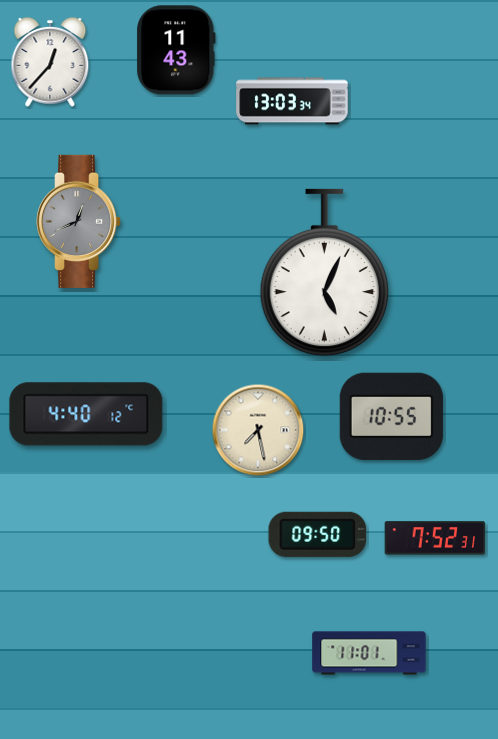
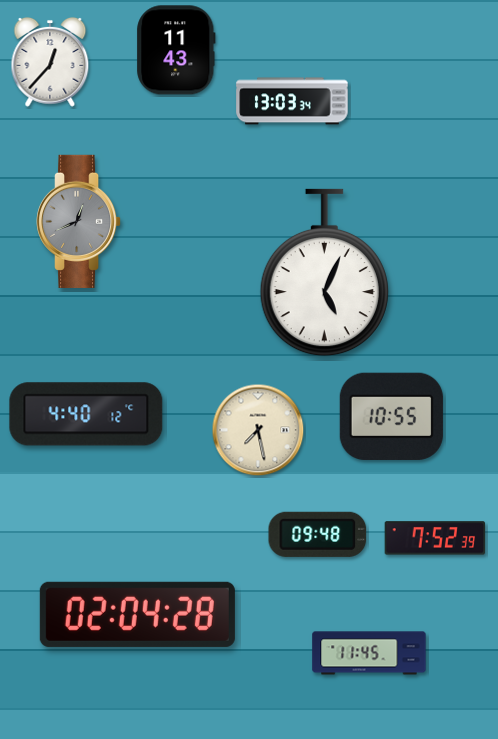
clock at (318, 534): 09:50 -> 09:48
clock at (435, 538): 7:52:31 -> 7:52:39
clock at (137, 614): none -> 02:04
clock at (369, 653): 11:01 -> 11:45
